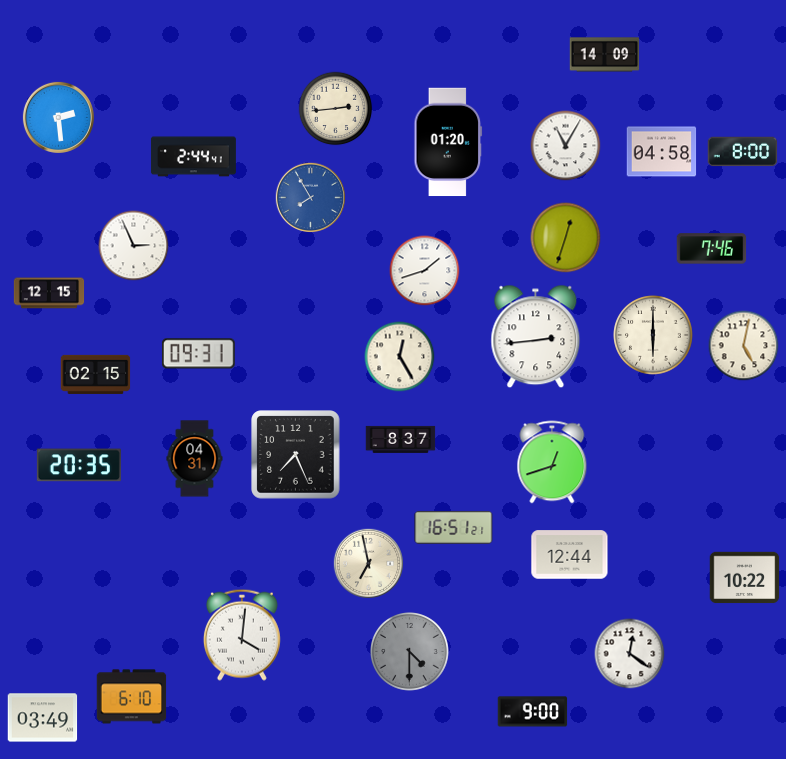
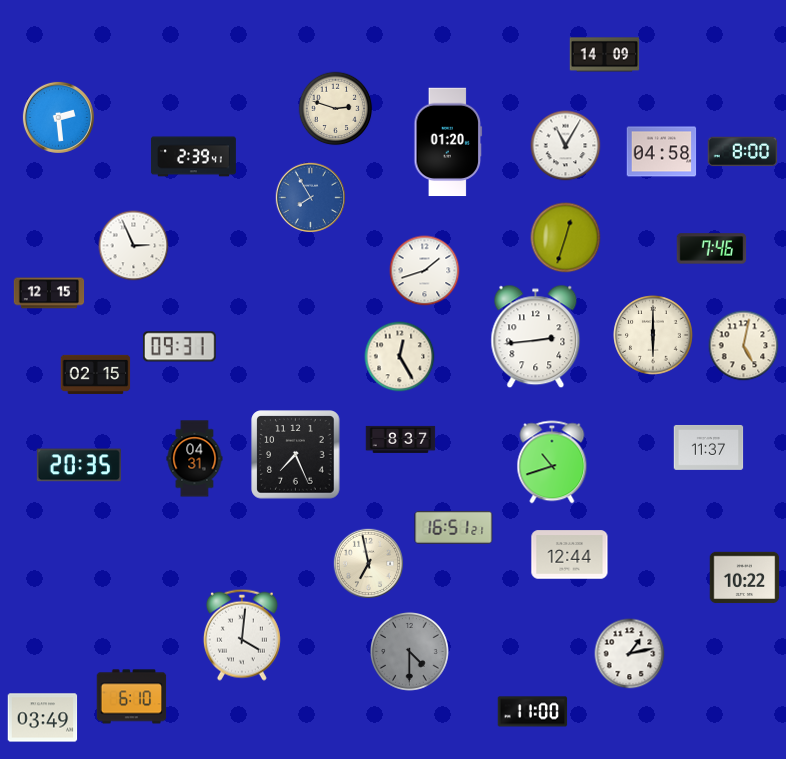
clock at (336, 109): 2:44 -> 2:48
clock at (193, 157): 2:44 -> 2:39
clock at (198, 354) position: (198, 354) -> (179, 347)
clock at (709, 447): none -> 11:37
clock at (552, 462): 12:42 -> 10:42
clock at (630, 654): 12:21 -> 1:13
clock at (533, 712): 9:00 -> 11:00
